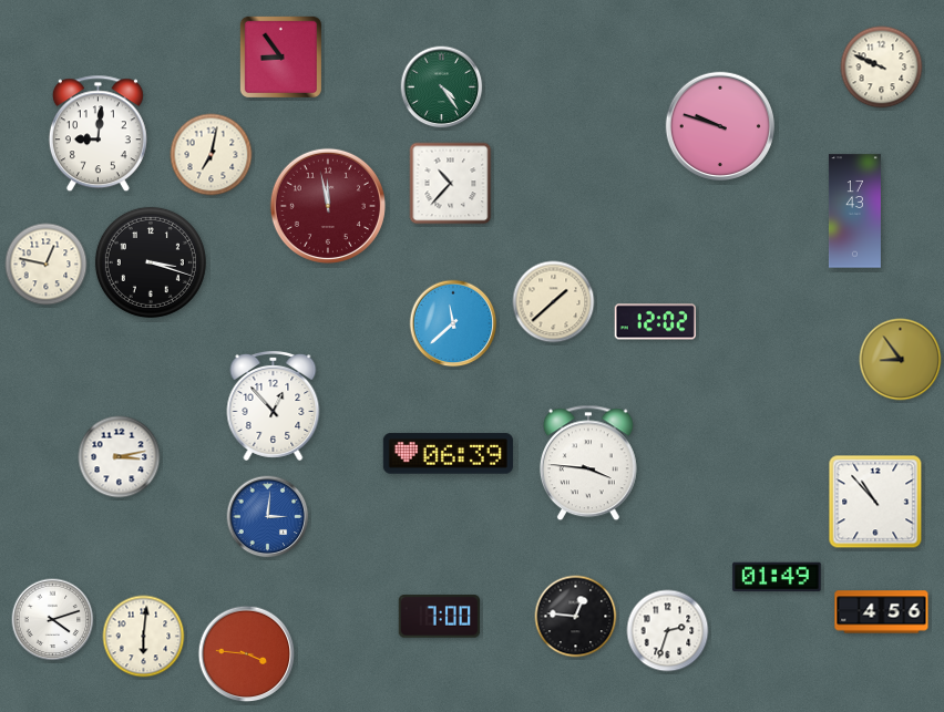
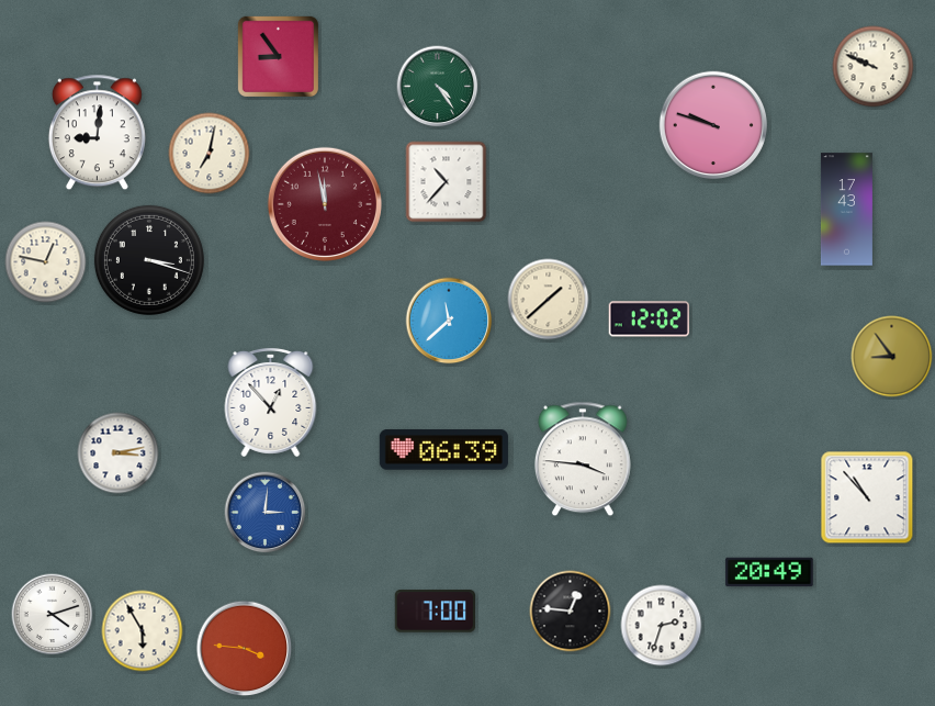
clock at (777, 577): 01:49 -> 20:49
clock at (882, 612): 4:56 -> none
clock at (144, 637): 6:01 -> 5:55
